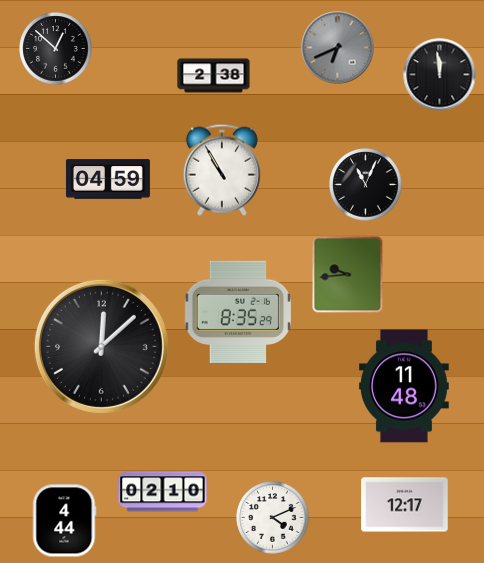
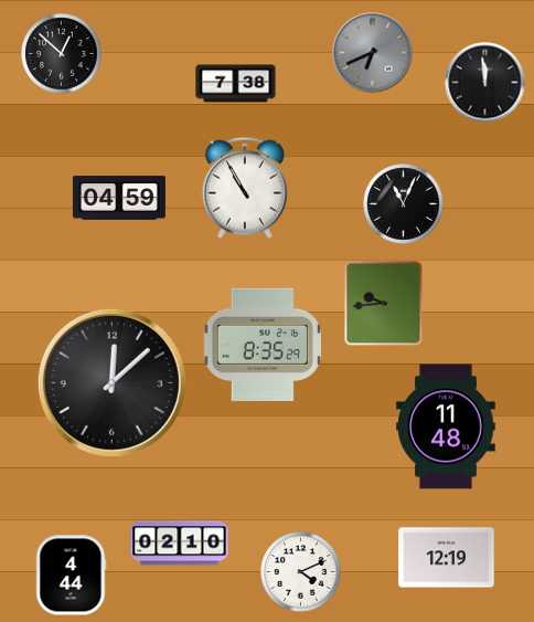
clock at (214, 76): 2:38 -> 7:38
clock at (405, 505): 12:17 -> 12:19
